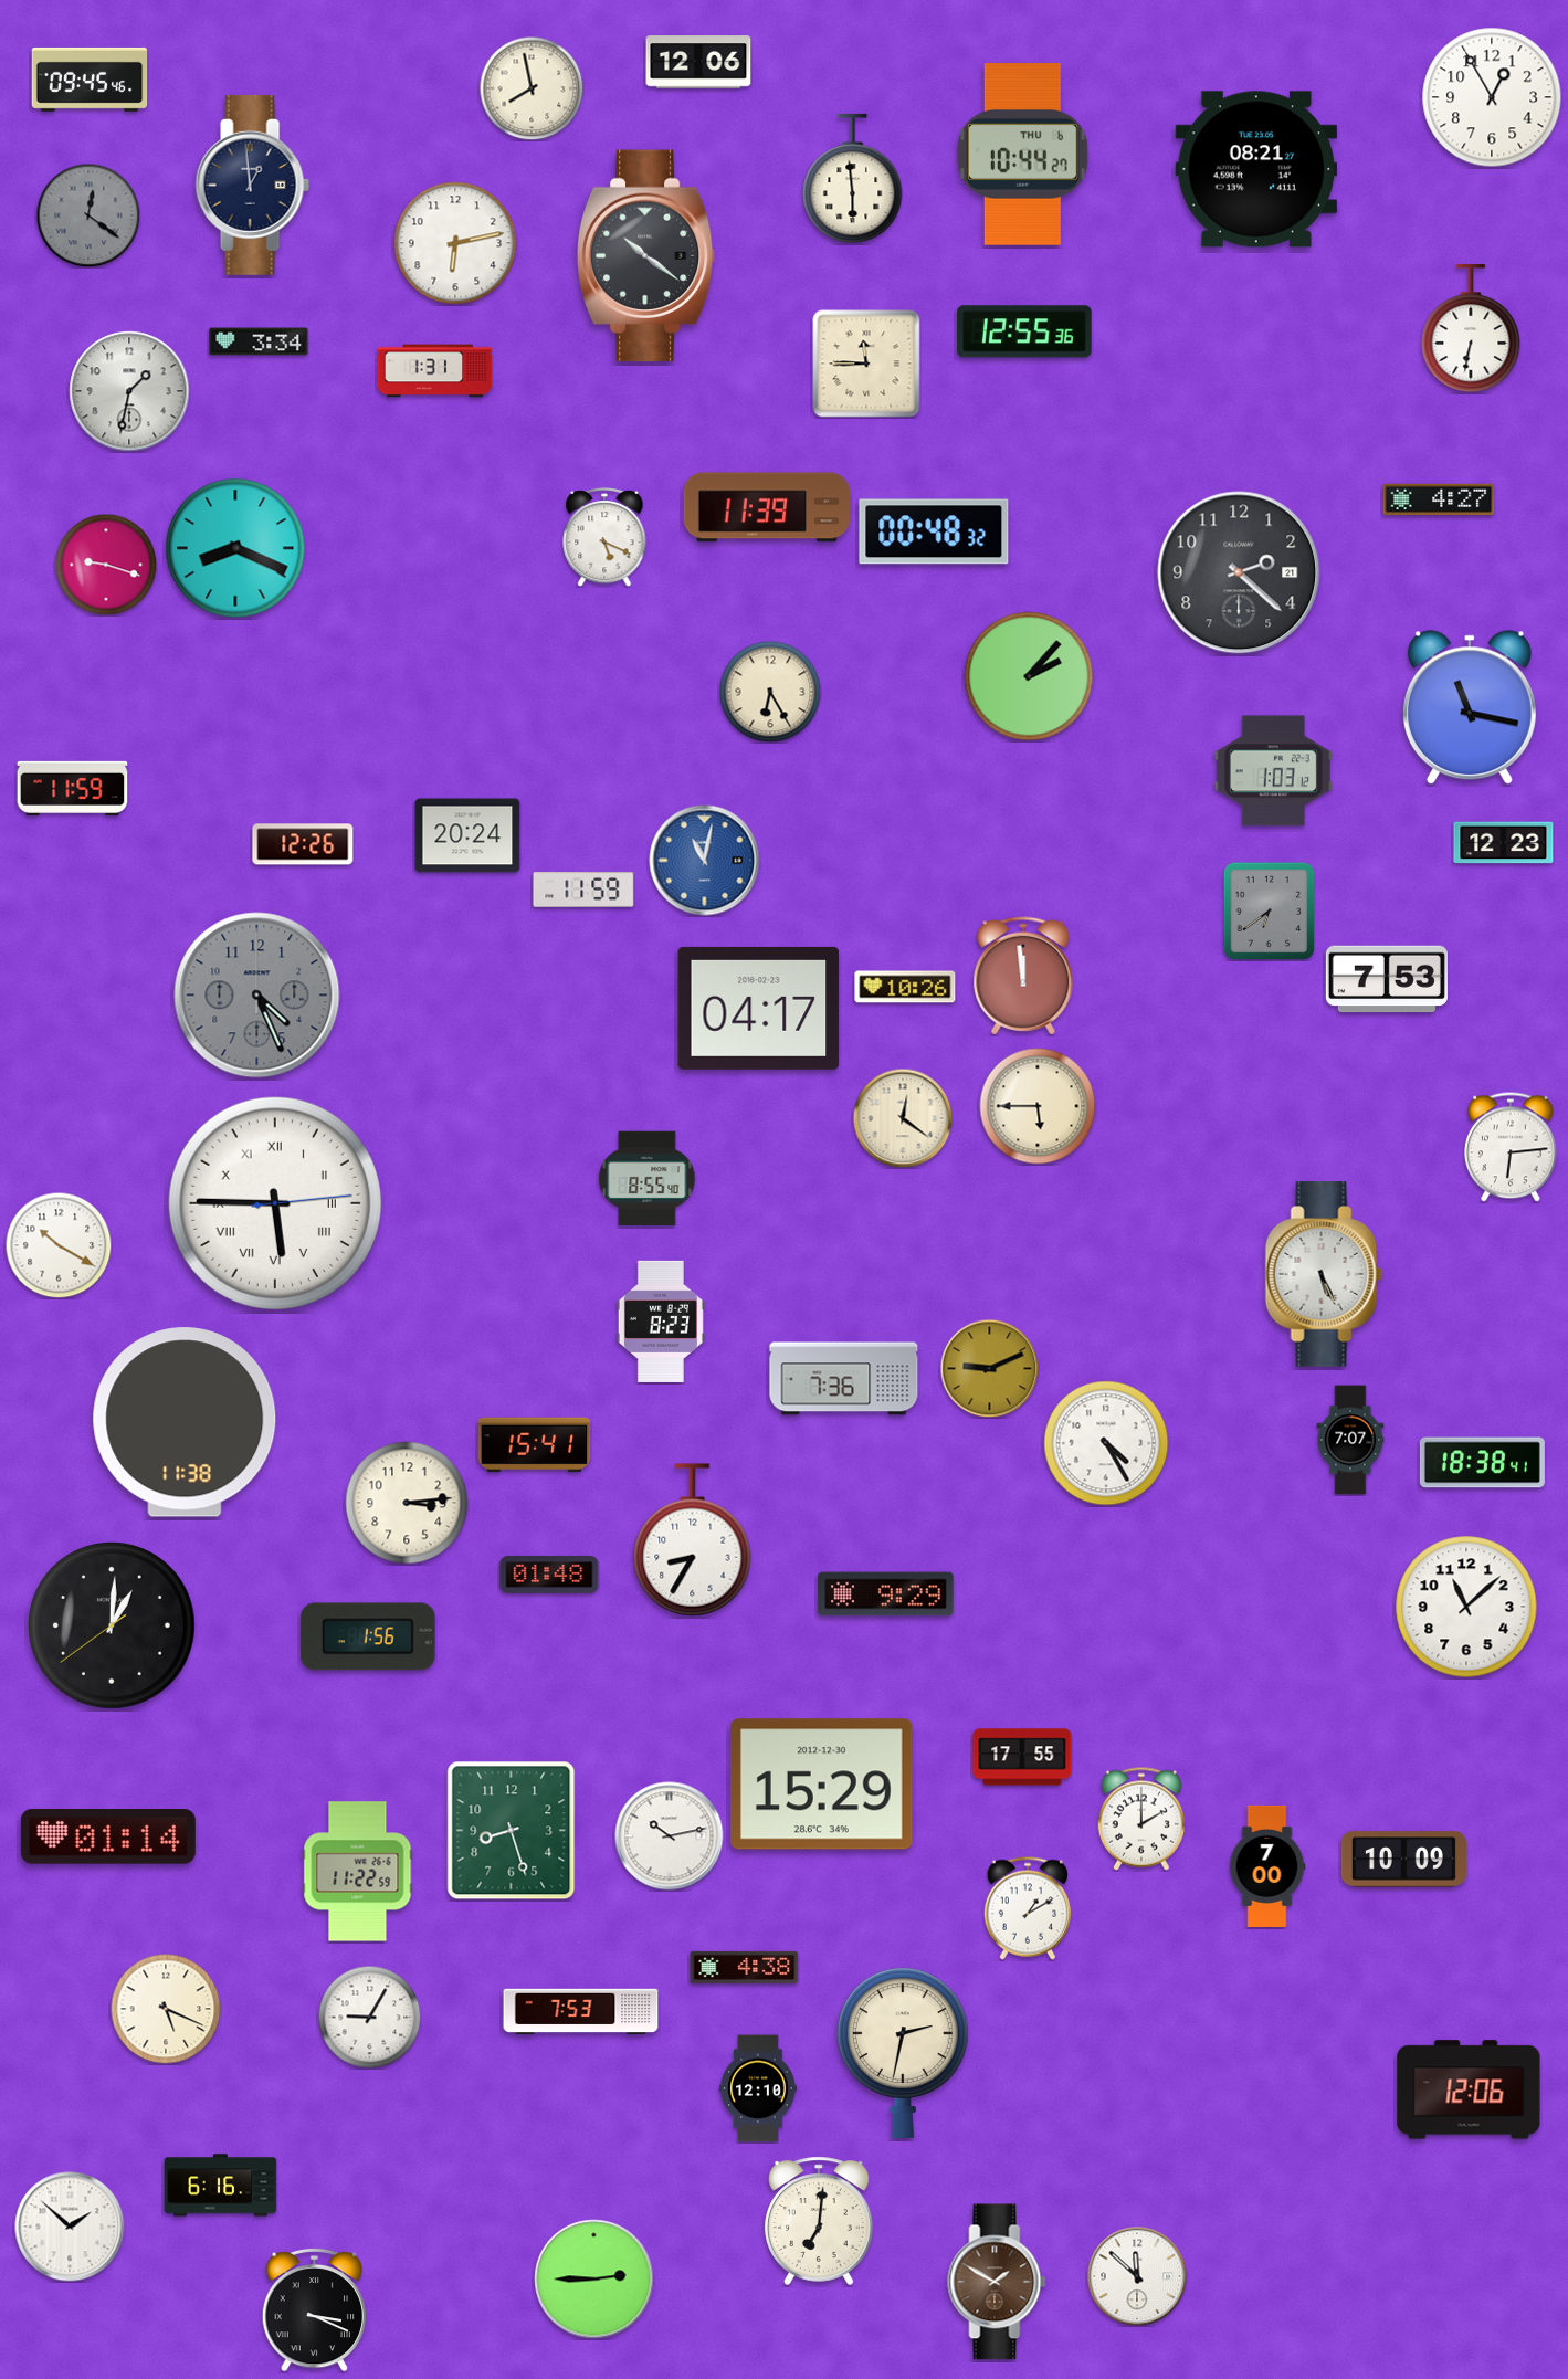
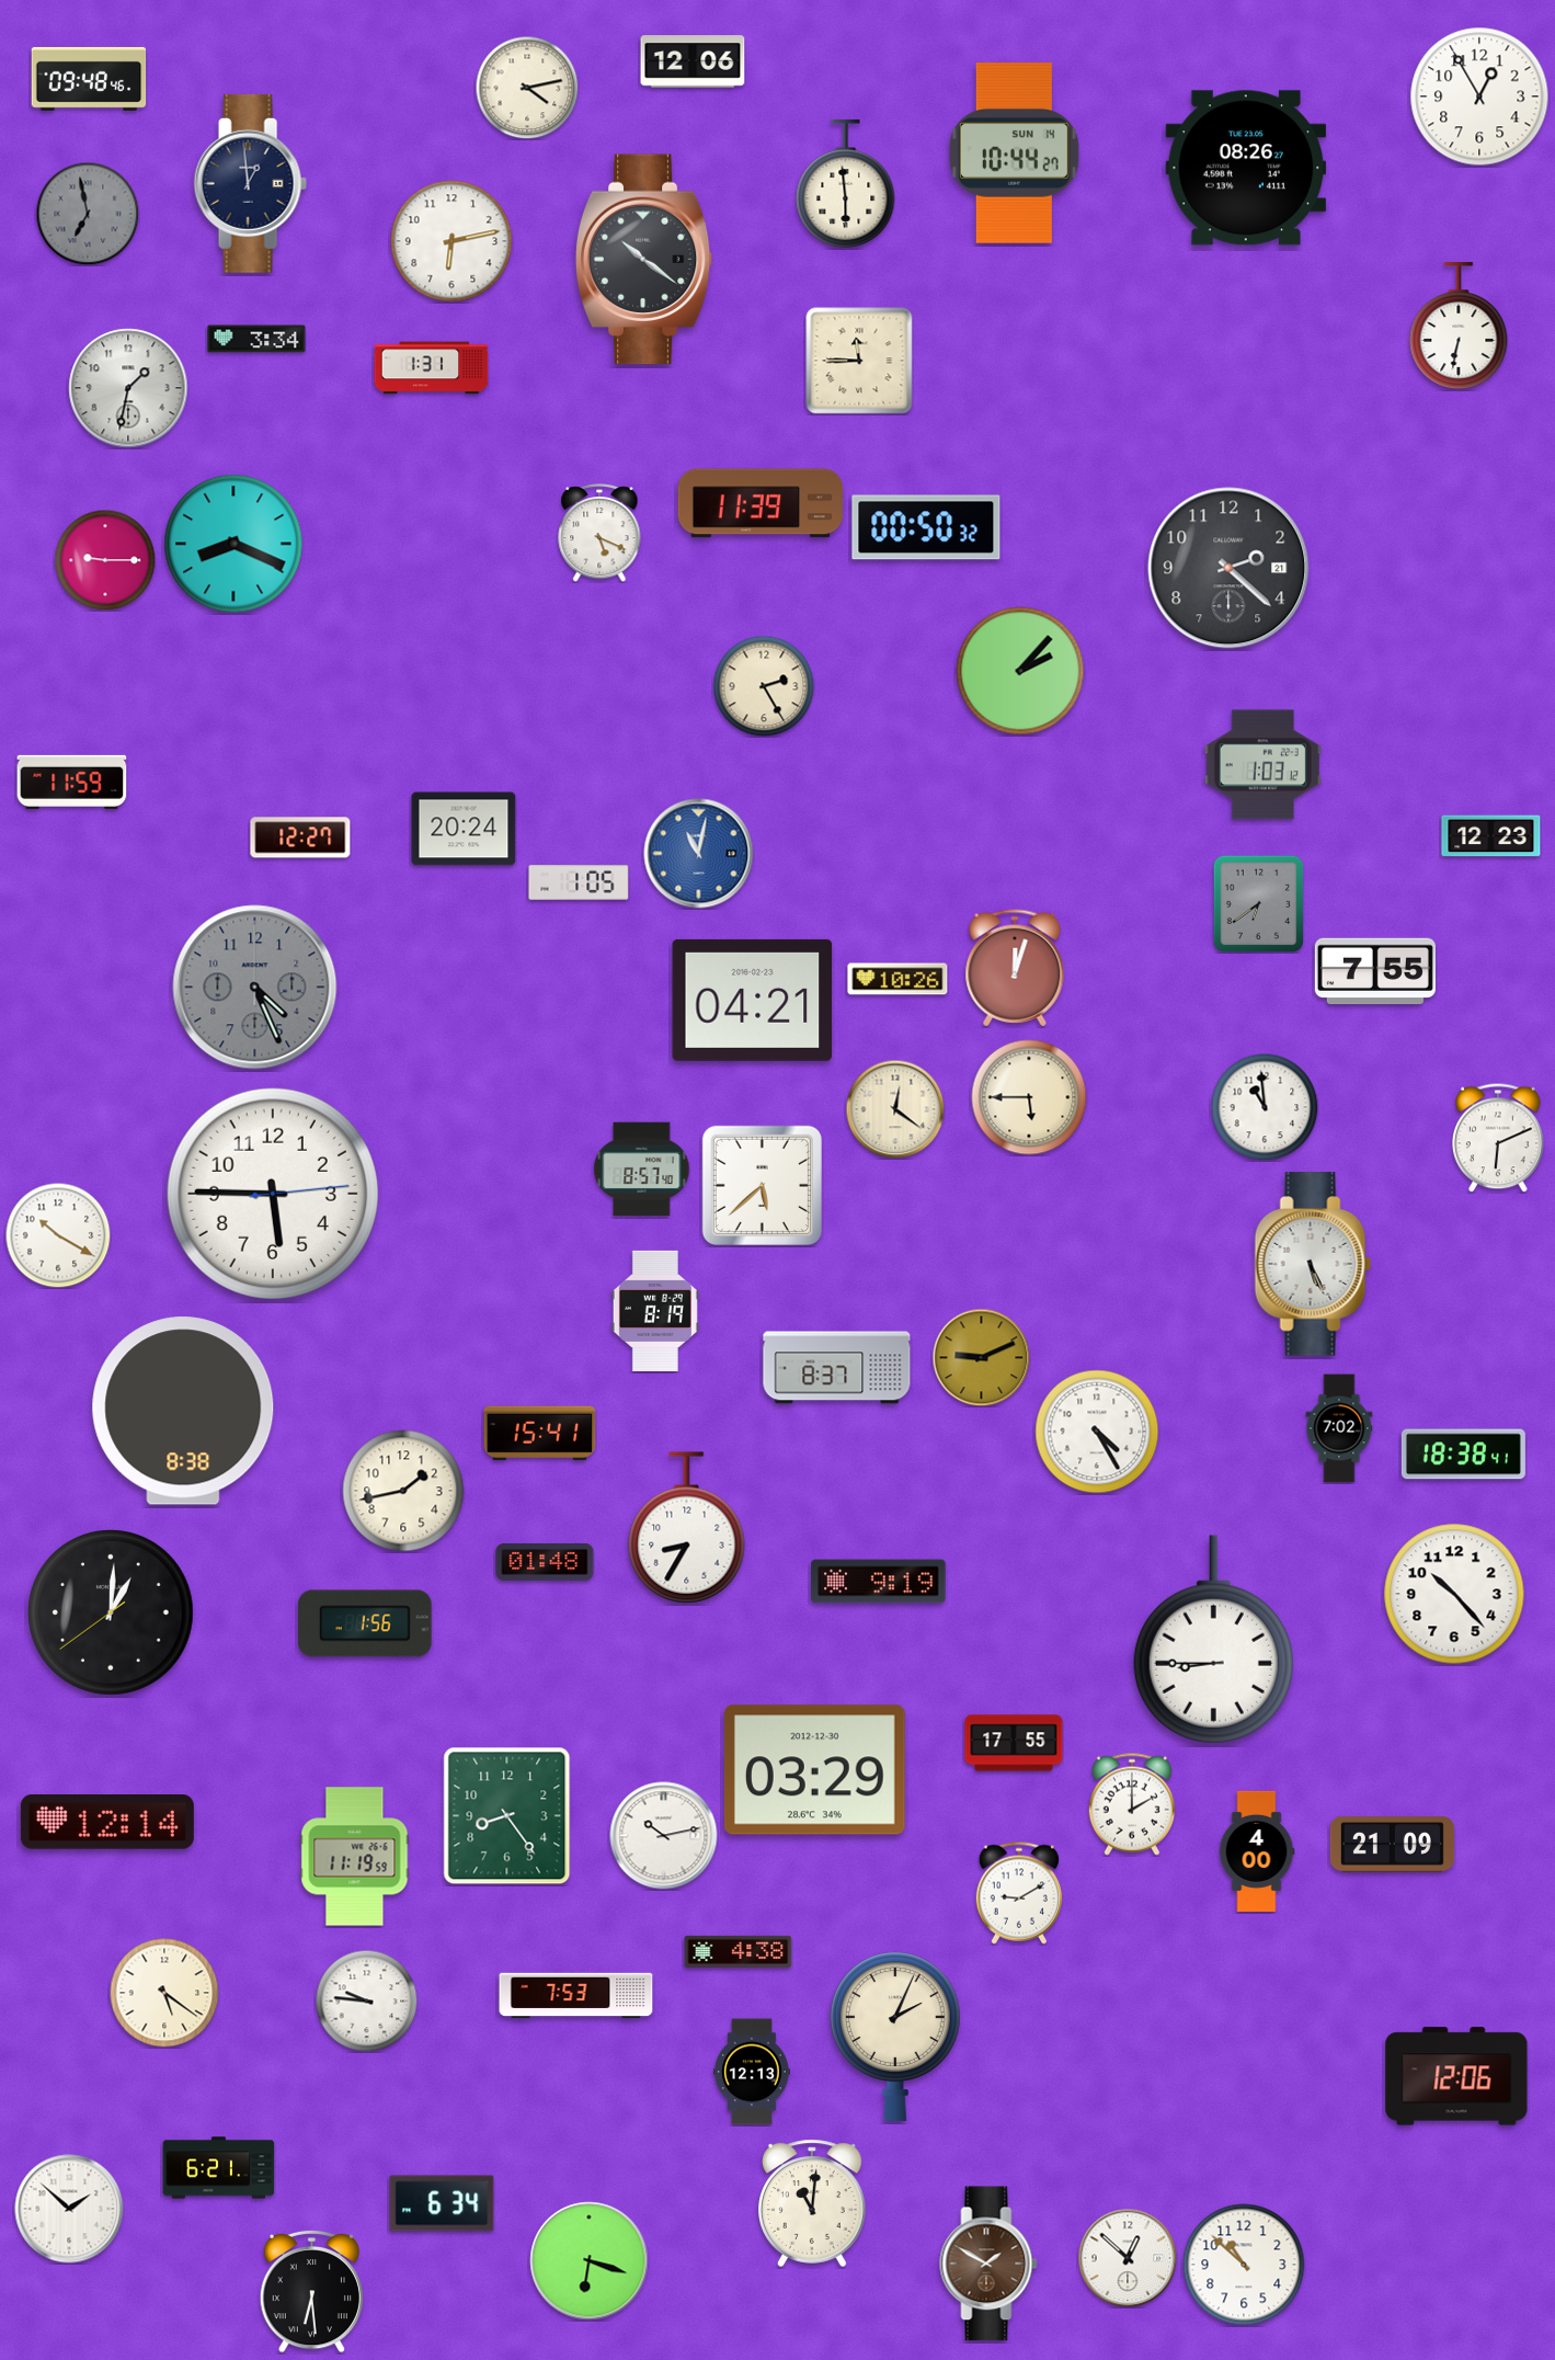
clock at (90, 80): 09:45 -> 09:48
clock at (532, 88): 7:58 -> 4:13
clock at (1022, 155) date: THU 6 -> SUN 14
clock at (1256, 169): 08:21 -> 08:26
clock at (853, 179) position: (853, 179) -> (846, 184)
clock at (88, 215): 12:21 -> 6:58
clock at (646, 256) position: (646, 256) -> (644, 260)
clock at (1024, 331): 12:55 -> none
clock at (1439, 499): 4:27 -> none
clock at (934, 531): 00:48 -> 00:50
clock at (106, 565): 9:18 -> 9:15
clock at (770, 692): 6:25 -> 2:25
clock at (1470, 708): 11:17 -> none
clock at (303, 844): 12:26 -> 12:27
clock at (583, 890): 11:59 -> 1:05
clock at (1023, 976): 11:59 -> 12:03
clock at (1387, 979): 7:53 -> 7:55
clock at (759, 1008): 04:17 -> 04:21
clock at (1265, 1107): none -> 10:59
clock at (1511, 1147): 6:14 -> 6:11
clock at (648, 1179): 8:55 -> 8:57
clock at (762, 1185): none -> 5:38
clock at (274, 1202) numerals: Roman -> Arabic
clock at (661, 1322): 8:23 -> 8:19
clock at (844, 1379): 7:36 -> 8:37
clock at (185, 1422): 11:38 -> 8:38
clock at (1350, 1440): 7:07 -> 7:02
clock at (535, 1445) position: (535, 1445) -> (540, 1434)
clock at (1482, 1463) position: (1482, 1463) -> (1463, 1455)
clock at (407, 1503): 3:14 -> 1:43
clock at (886, 1594): 9:29 -> 9:19
clock at (1466, 1607): 11:08 -> 10:23
clock at (1213, 1640): none -> 8:45
clock at (821, 1785): 15:29 -> 03:29
clock at (512, 1831): 8:27 -> 8:24
clock at (670, 1836) position: (670, 1836) -> (664, 1836)
clock at (108, 1838): 01:14 -> 12:14
clock at (1403, 1860): 10:09 -> 21:09
clock at (1267, 1866): 7:00 -> 4:00
clock at (358, 1872): 11:22 -> 11:19
clock at (1028, 1908): 1:10 -> 9:10
clock at (166, 2009): 5:19 -> 5:21
clock at (369, 2017): 9:05 -> 9:46
clock at (903, 2053): 2:32 -> 2:04
clock at (758, 2088): 12:10 -> 12:13
clock at (1469, 2089) position: (1469, 2089) -> (1456, 2076)
clock at (221, 2186): 6:16 -> 6:21
clock at (442, 2203): none -> 6:34
clock at (820, 2221): 7:01 -> 11:01
clock at (1137, 2276): 11:52 -> 12:52
clock at (594, 2280): 2:45 -> 6:18
clock at (1244, 2265): none -> 10:52
clock at (314, 2309): 3:19 -> 6:29
